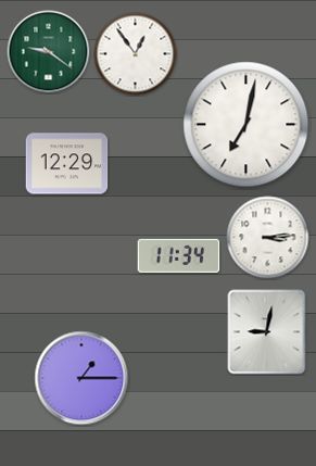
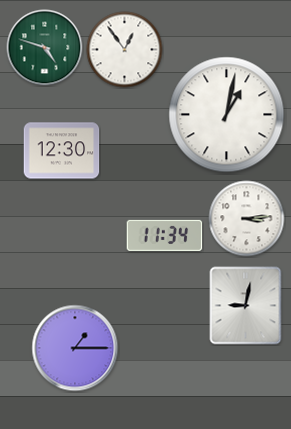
clock at (49, 52): 9:21 -> 4:48
clock at (247, 125): 7:02 -> 1:02
clock at (67, 164): 12:29 -> 12:30
